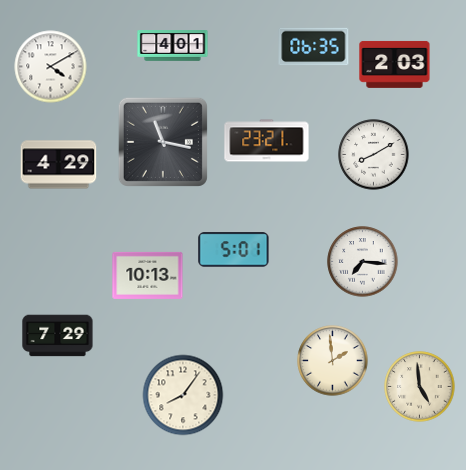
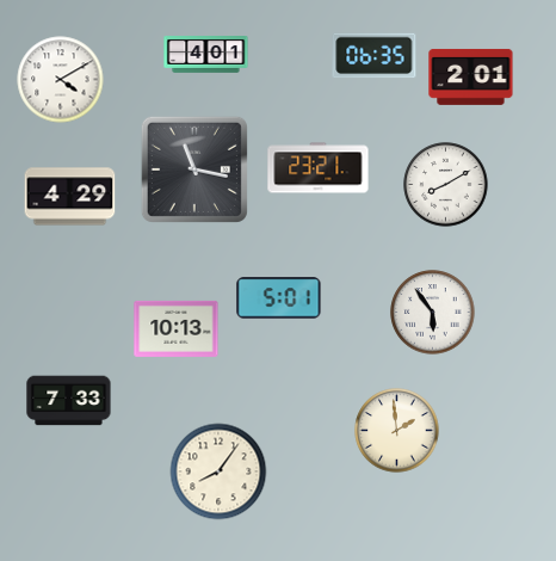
clock at (395, 65): 2:03 -> 2:01
clock at (363, 262): 7:16 -> 5:54
clock at (58, 336): 7:29 -> 7:33
clock at (420, 387): 4:59 -> none
